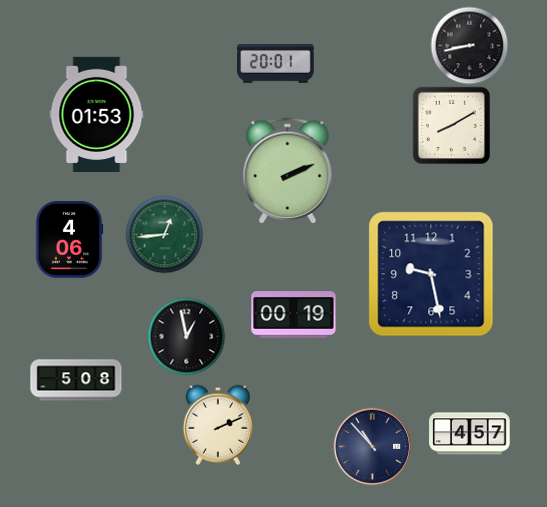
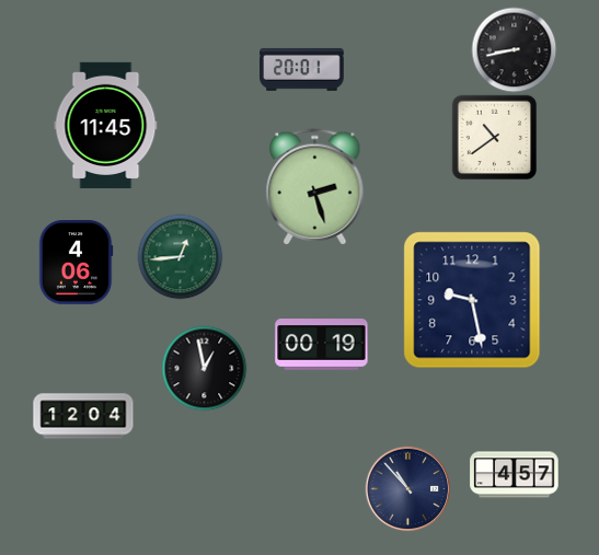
clock at (97, 114): 01:53 -> 11:45
clock at (451, 125): 8:10 -> 10:39
clock at (288, 171): 2:11 -> 2:27
clock at (76, 380): 5:08 -> 12:04
clock at (217, 425): 2:11 -> none
